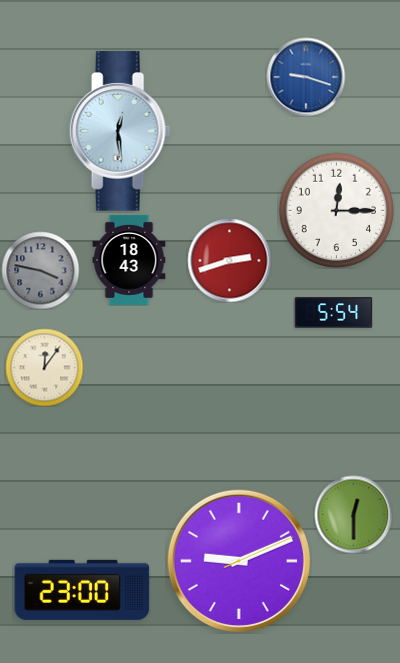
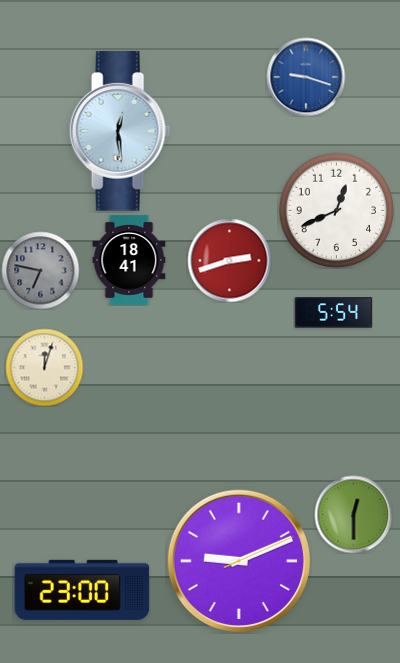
clock at (336, 210): 12:15 -> 12:41
clock at (129, 260): 18:43 -> 18:41
clock at (40, 270): 3:47 -> 6:47
clock at (44, 367): 12:06 -> 12:03
